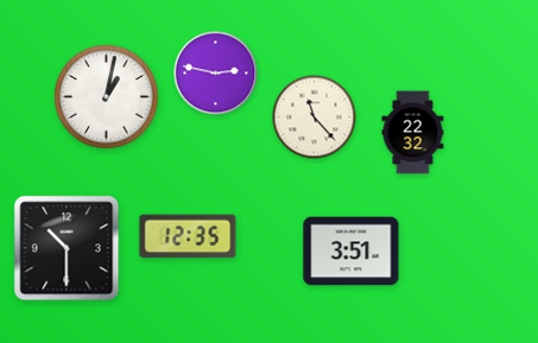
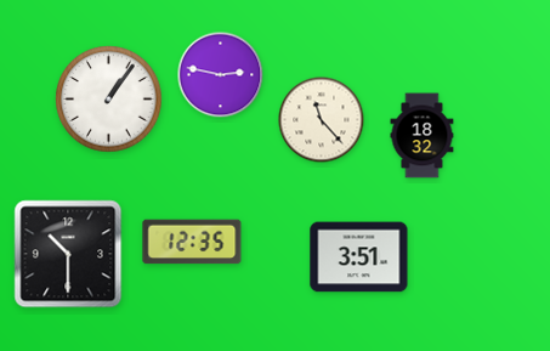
clock at (107, 97): 1:02 -> 1:06
clock at (413, 133): 22:32 -> 18:32
